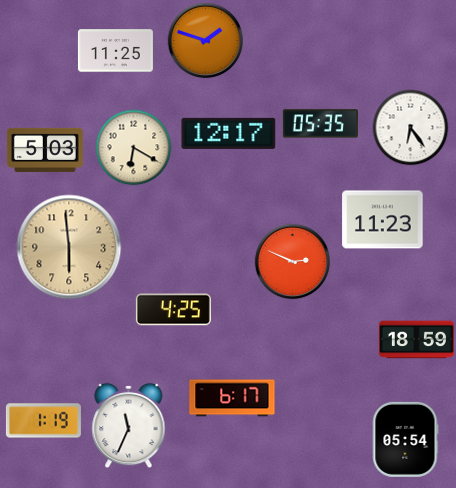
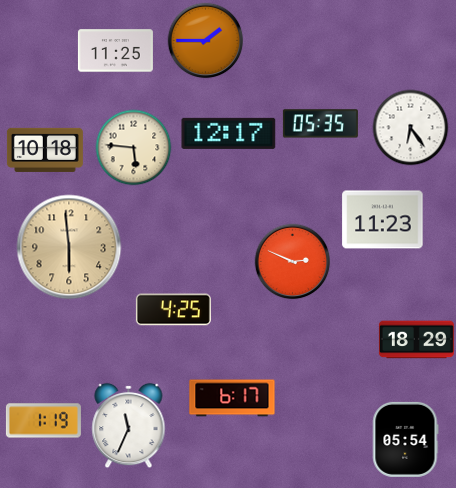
clock at (206, 41): 1:48 -> 1:45
clock at (134, 148): 6:20 -> 5:46
clock at (45, 150): 5:03 -> 10:18
clock at (416, 340): 18:59 -> 18:29
